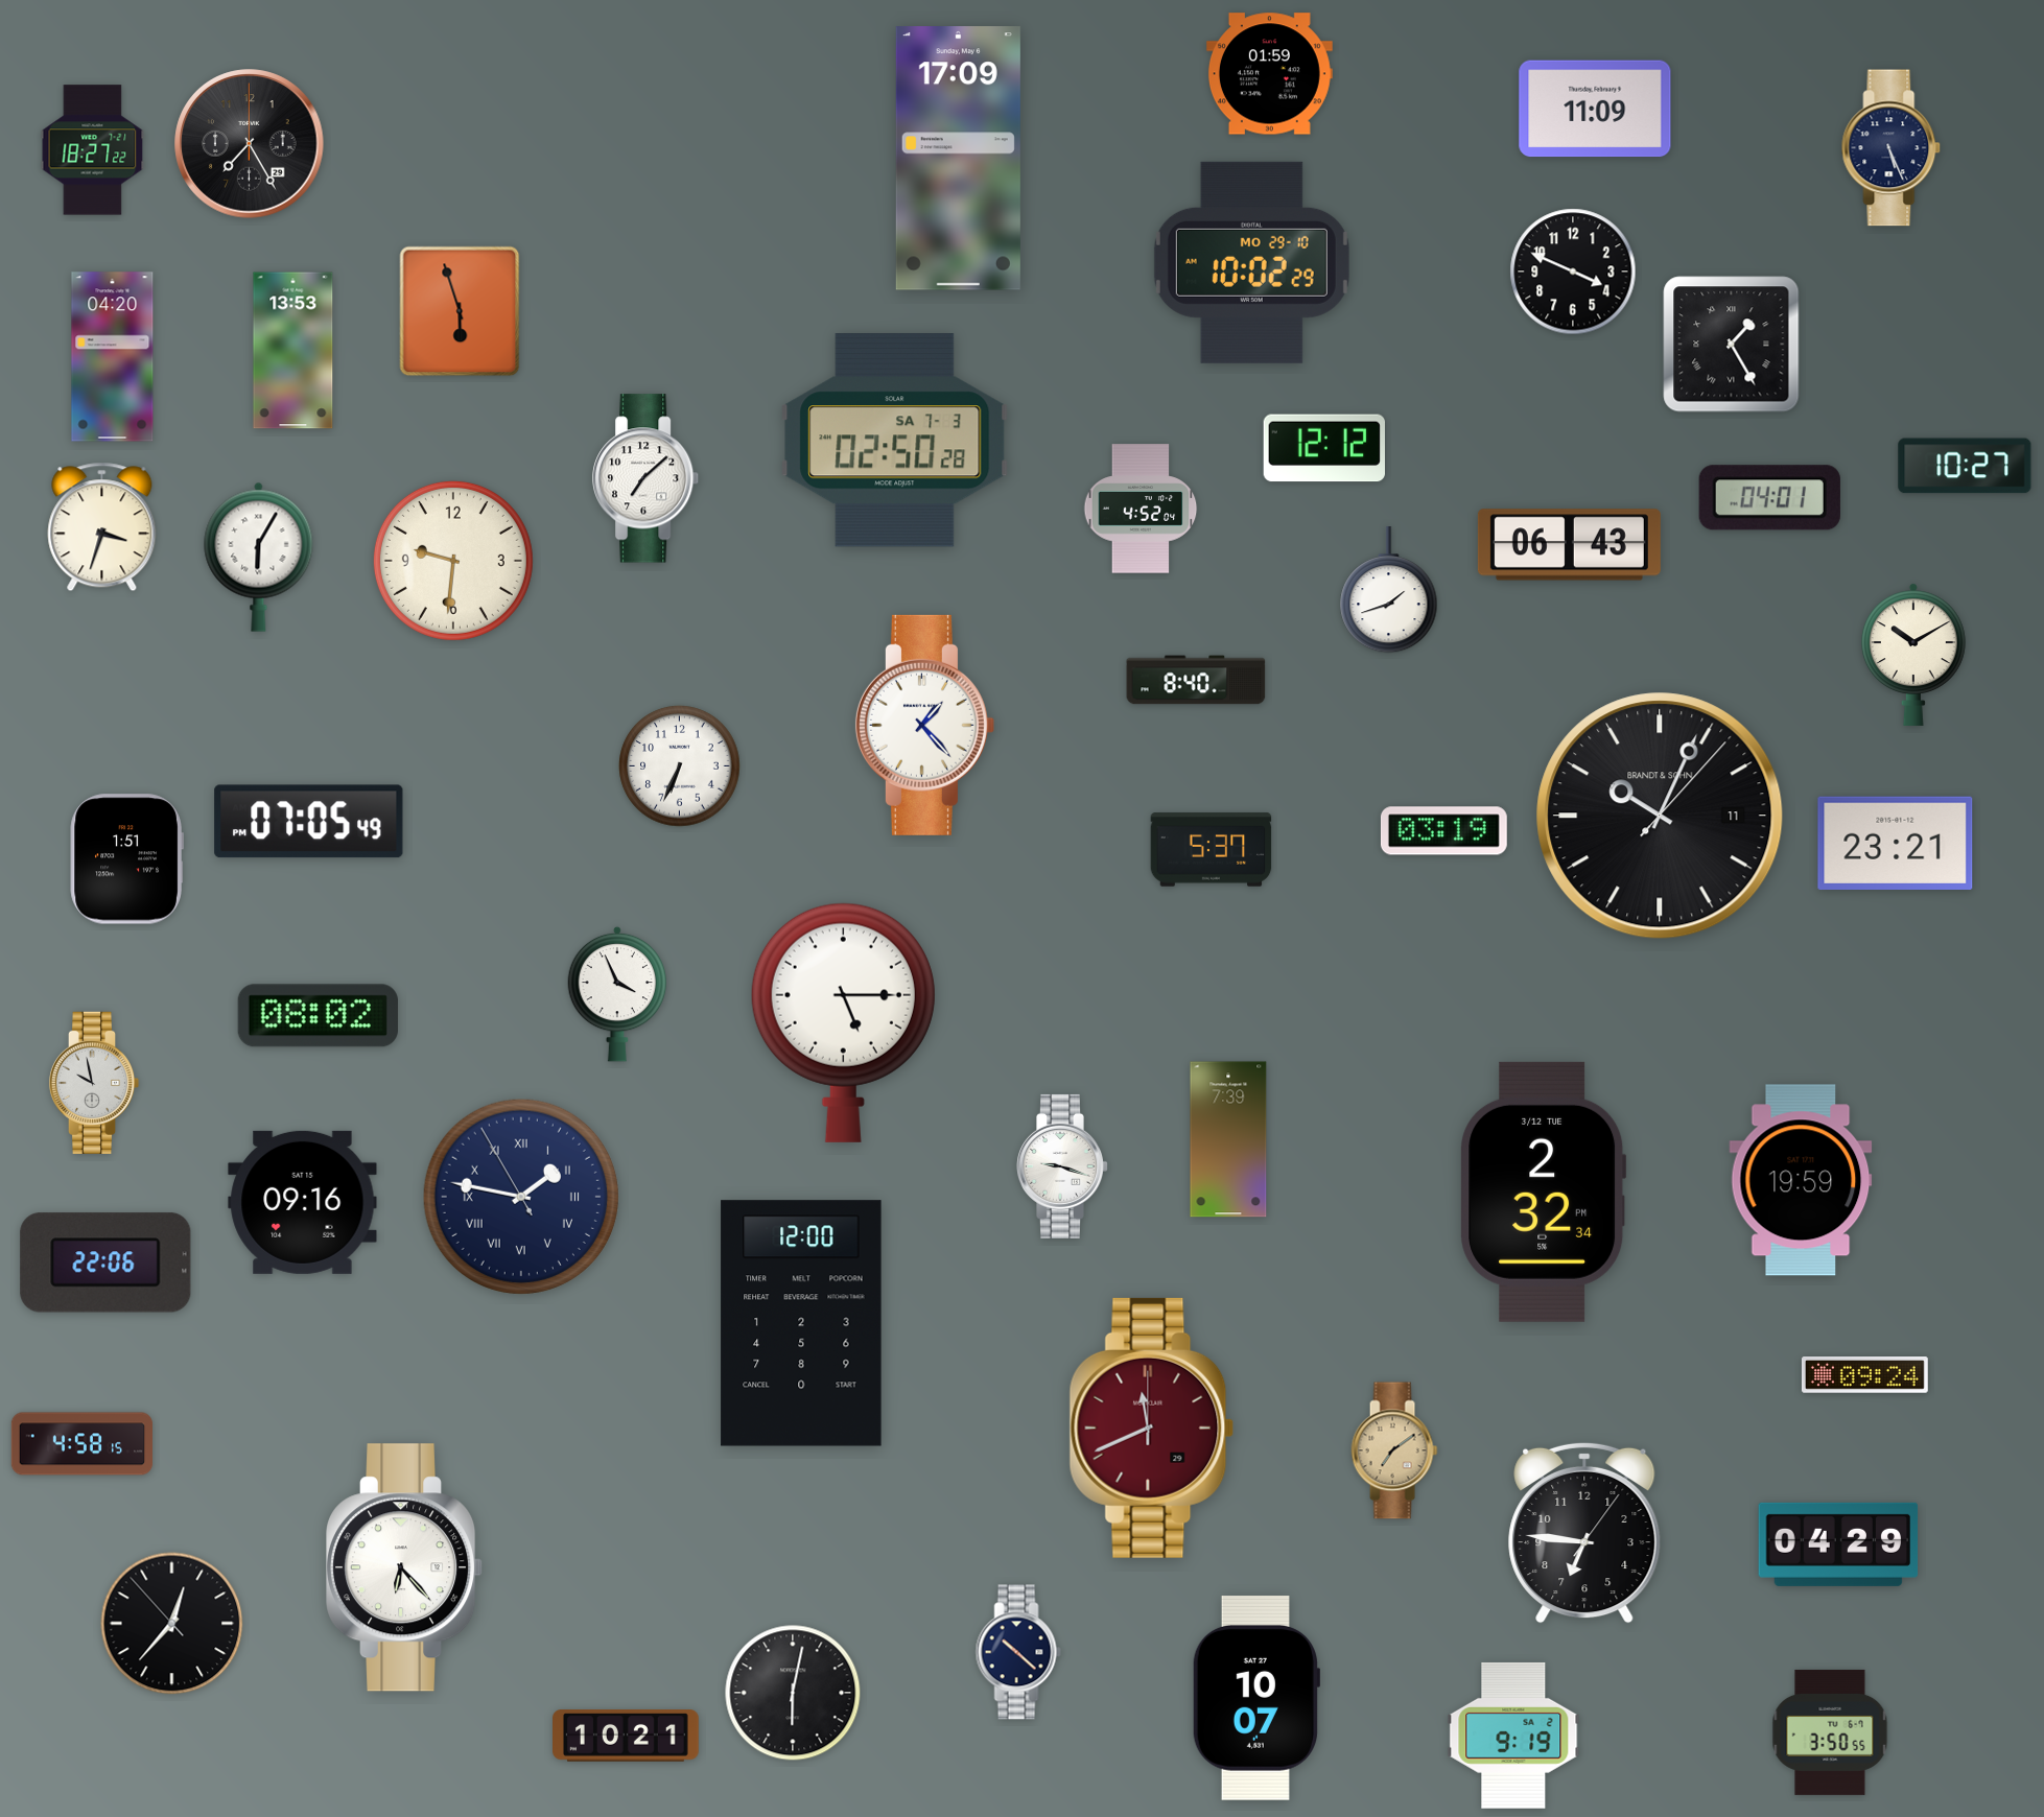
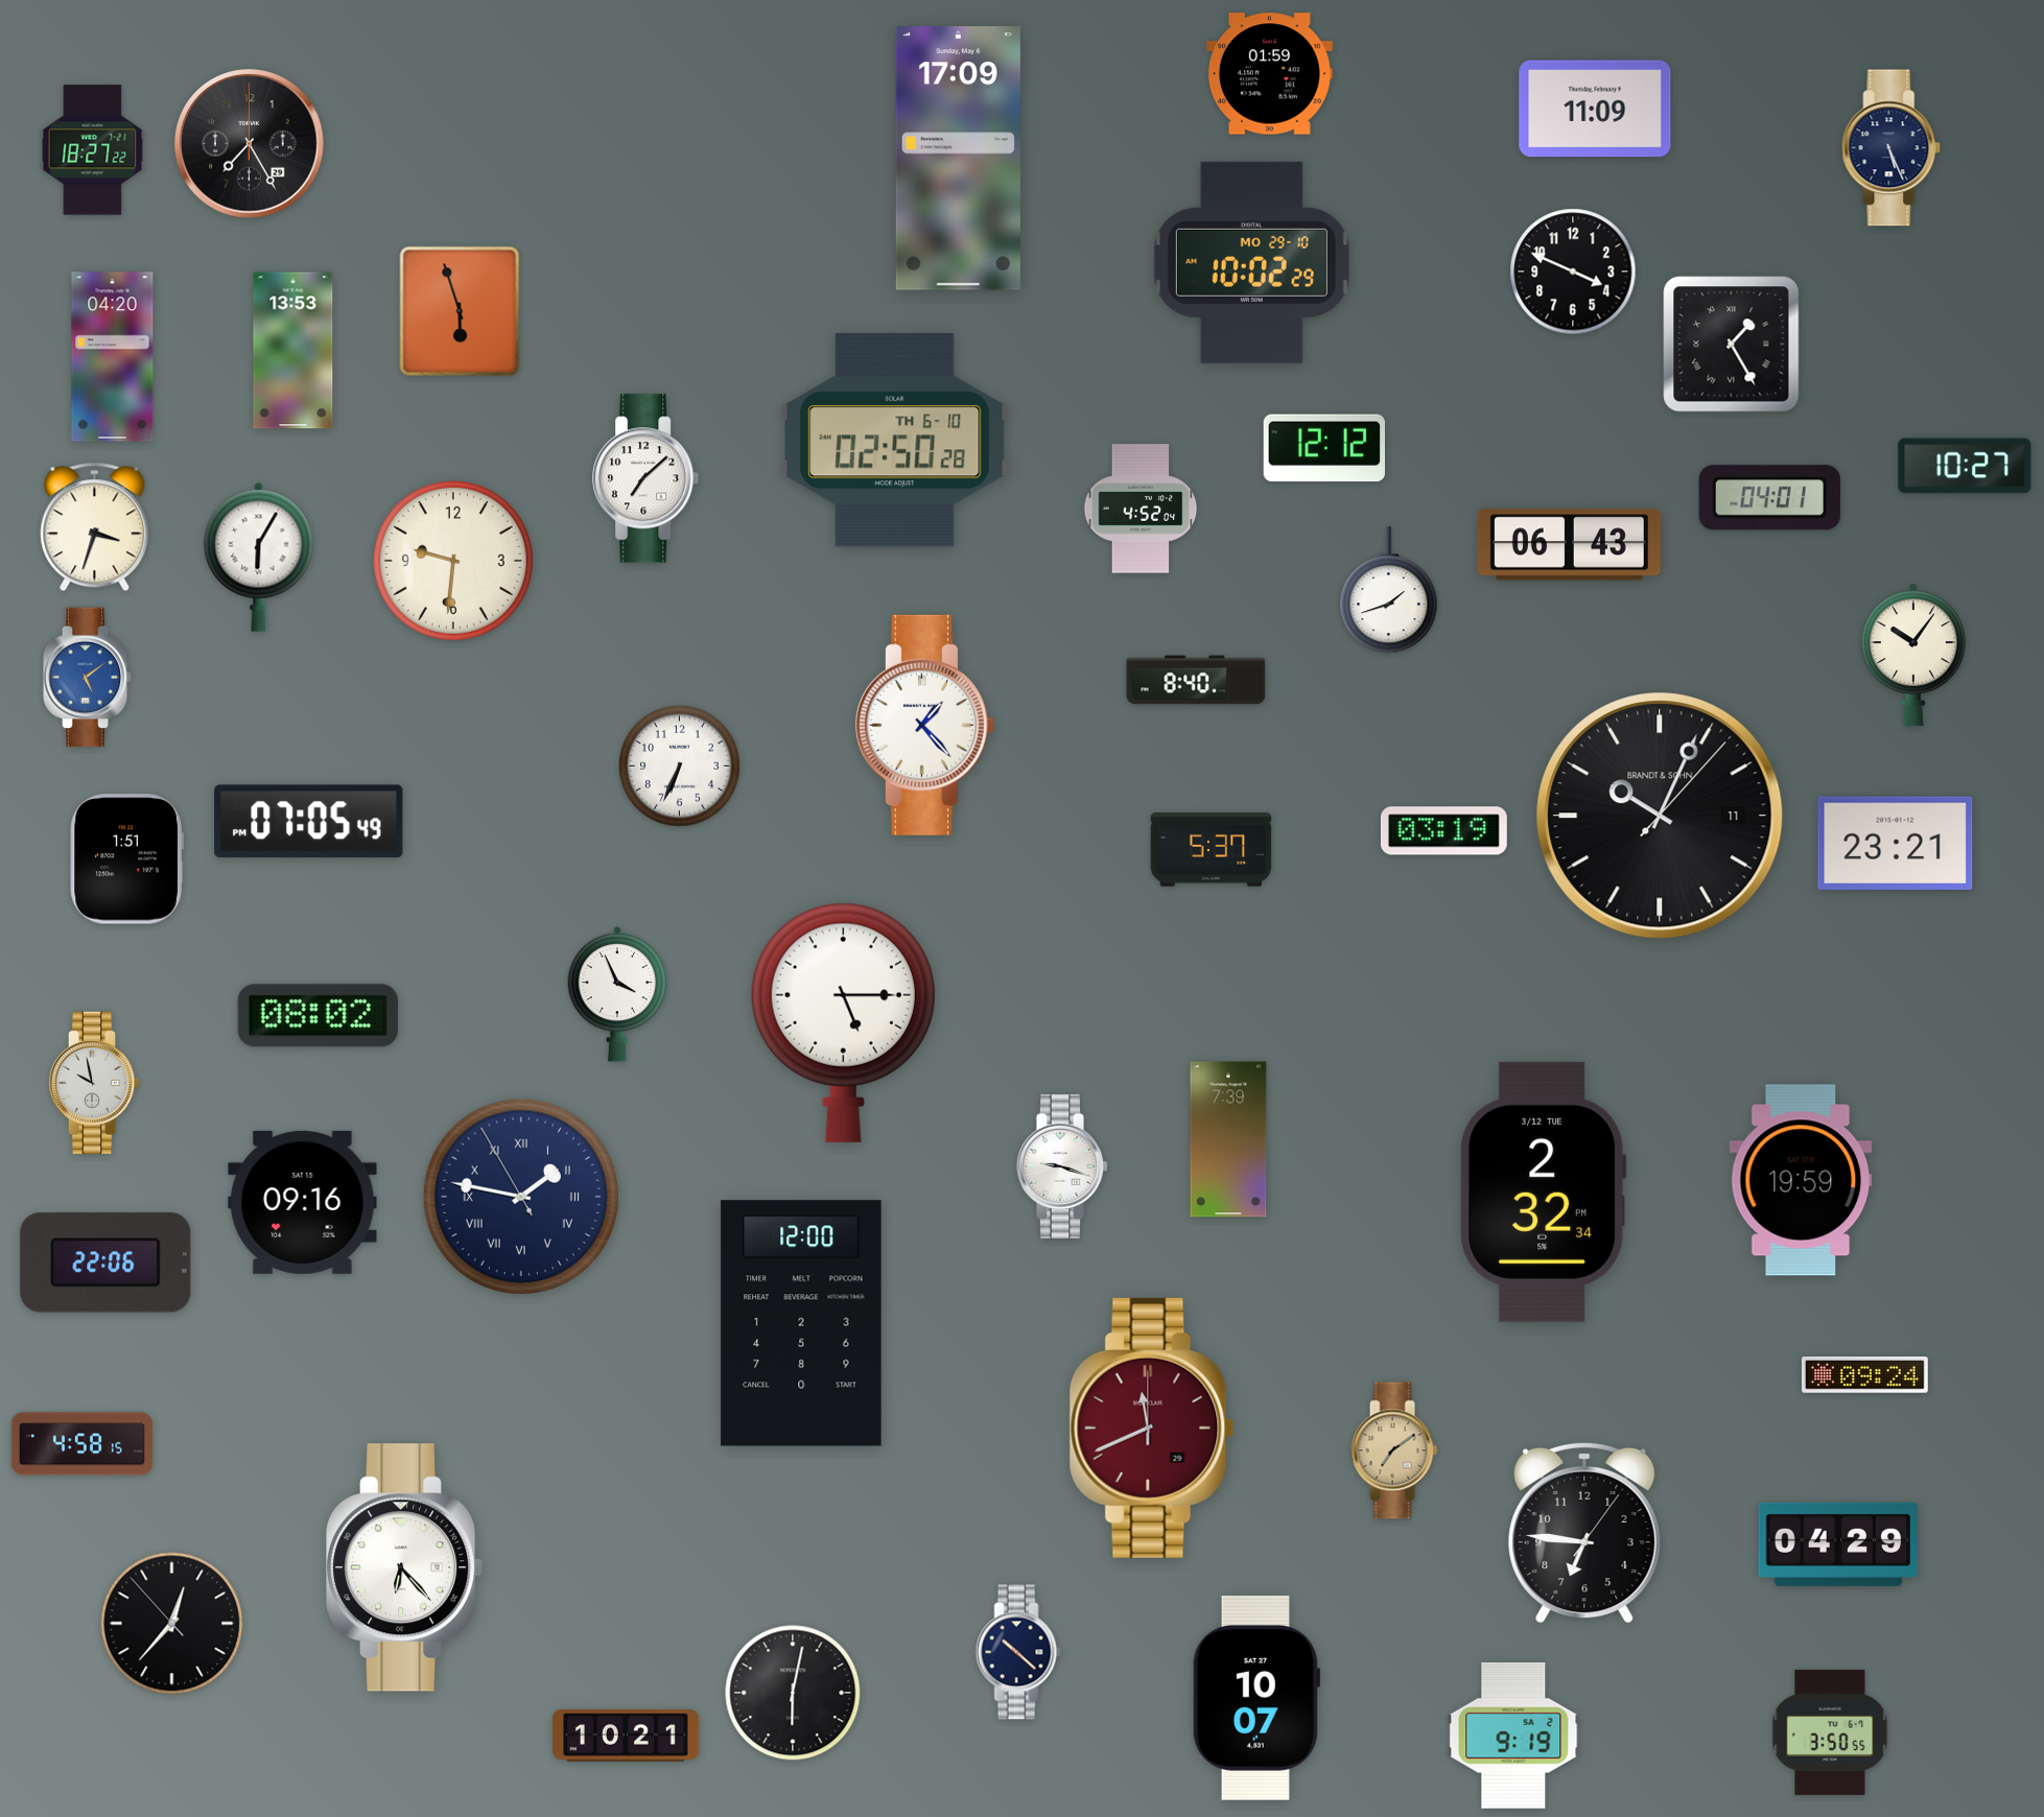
clock at (895, 441) date: SA 7-3 -> TH 6-10
clock at (102, 527) position: (102, 527) -> (95, 527)
clock at (1913, 655): 10:10 -> 10:06
clock at (88, 678): none -> 5:09
